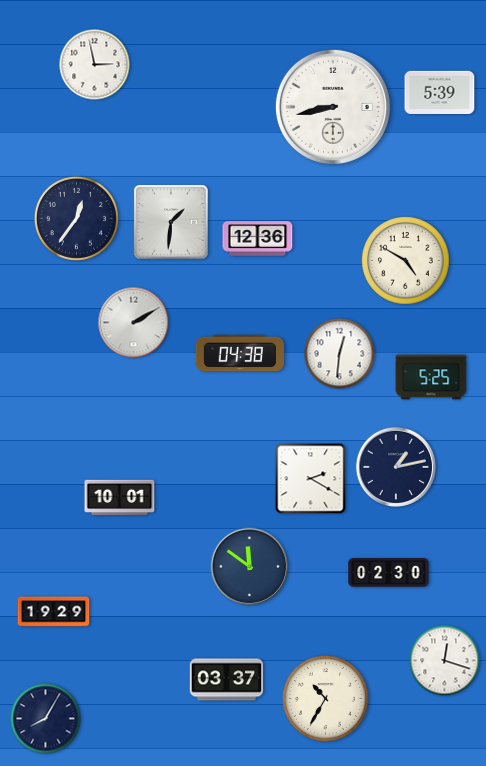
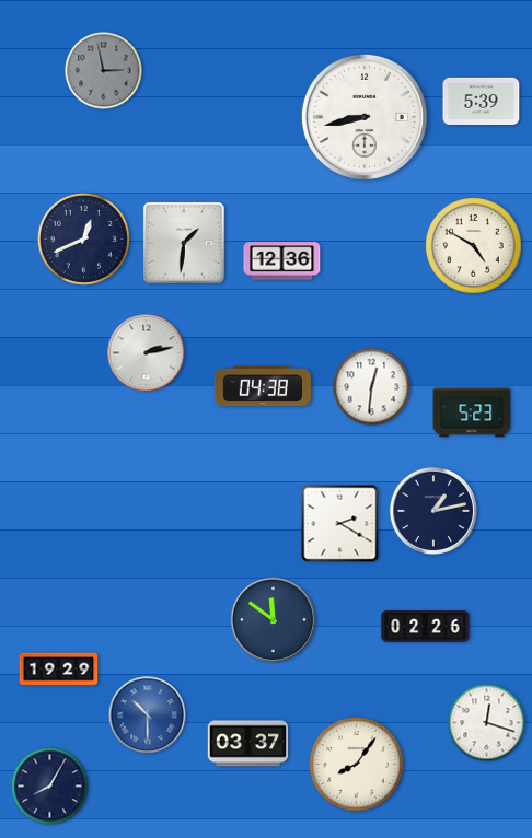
clock at (95, 65) dial: white -> grey
clock at (76, 218): 12:36 -> 12:41
clock at (171, 222) position: (171, 222) -> (184, 243)
clock at (406, 261) position: (406, 261) -> (474, 246)
clock at (134, 323): 2:10 -> 2:13
clock at (431, 377): 5:25 -> 5:23
clock at (120, 498): 10:01 -> none
clock at (389, 573): 02:30 -> 02:26
clock at (148, 715): none -> 10:30
clock at (326, 699): 10:35 -> 8:06
